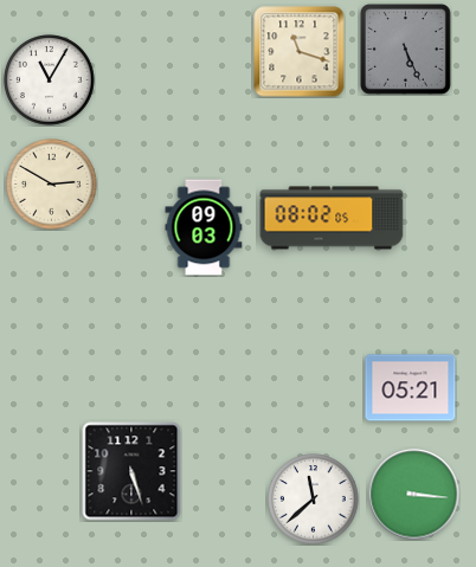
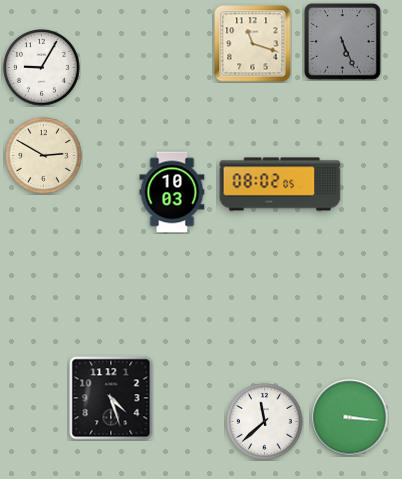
clock at (50, 80): 11:05 -> 9:05
clock at (204, 227): 09:03 -> 10:03
clock at (411, 388): 05:21 -> none
clock at (131, 471): 5:27 -> 4:27
